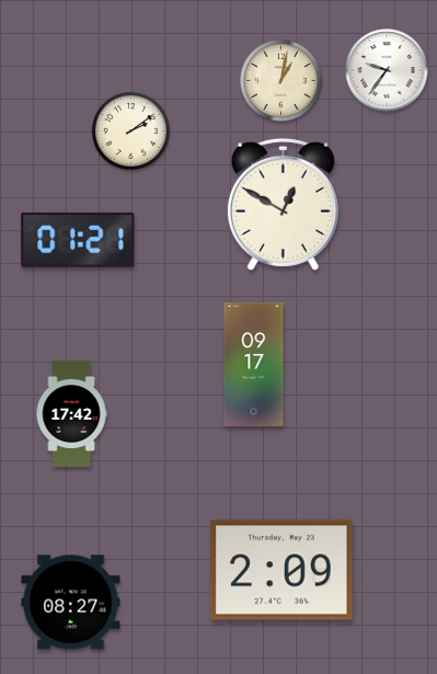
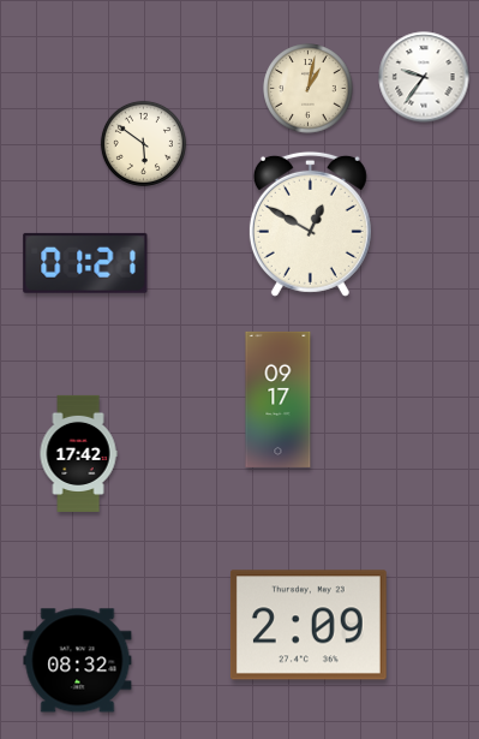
clock at (130, 130): 2:09 -> 5:51
clock at (71, 603): 08:27 -> 08:32
